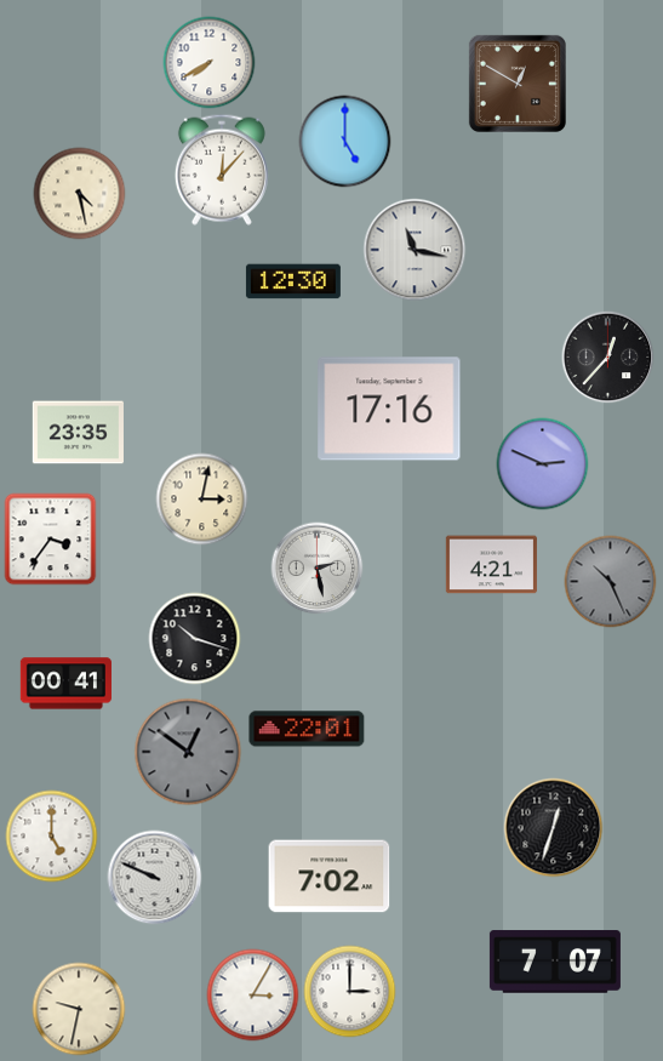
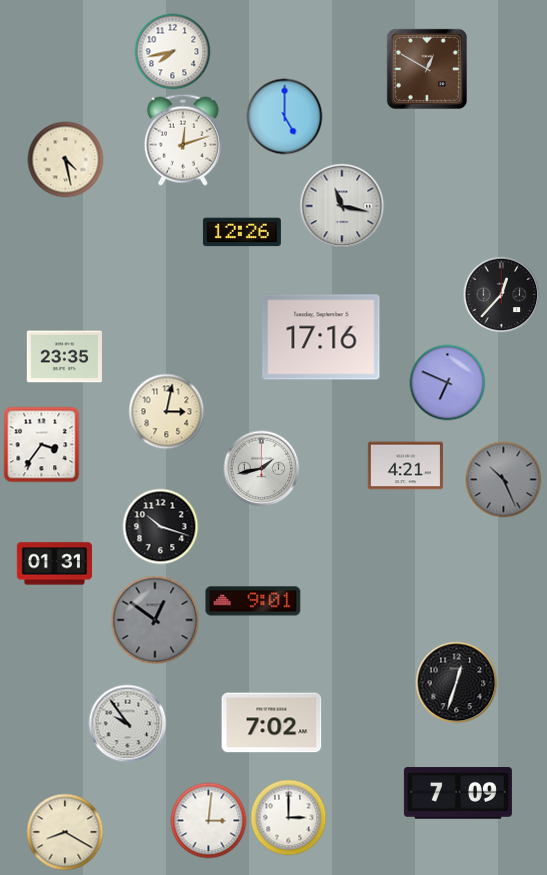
clock at (210, 63): 7:40 -> 7:43
clock at (222, 170): 12:07 -> 12:12
clock at (293, 281): 12:30 -> 12:26
clock at (543, 464): 2:49 -> 6:49
clock at (318, 569): 2:28 -> 1:43
clock at (65, 684): 00:41 -> 01:31
clock at (307, 729): 22:01 -> 9:01
clock at (52, 837): 5:00 -> none
clock at (155, 878): 9:49 -> 9:54
clock at (555, 962): 7:07 -> 7:09
clock at (253, 996): 3:05 -> 3:01
clock at (79, 1009): 9:32 -> 8:20
